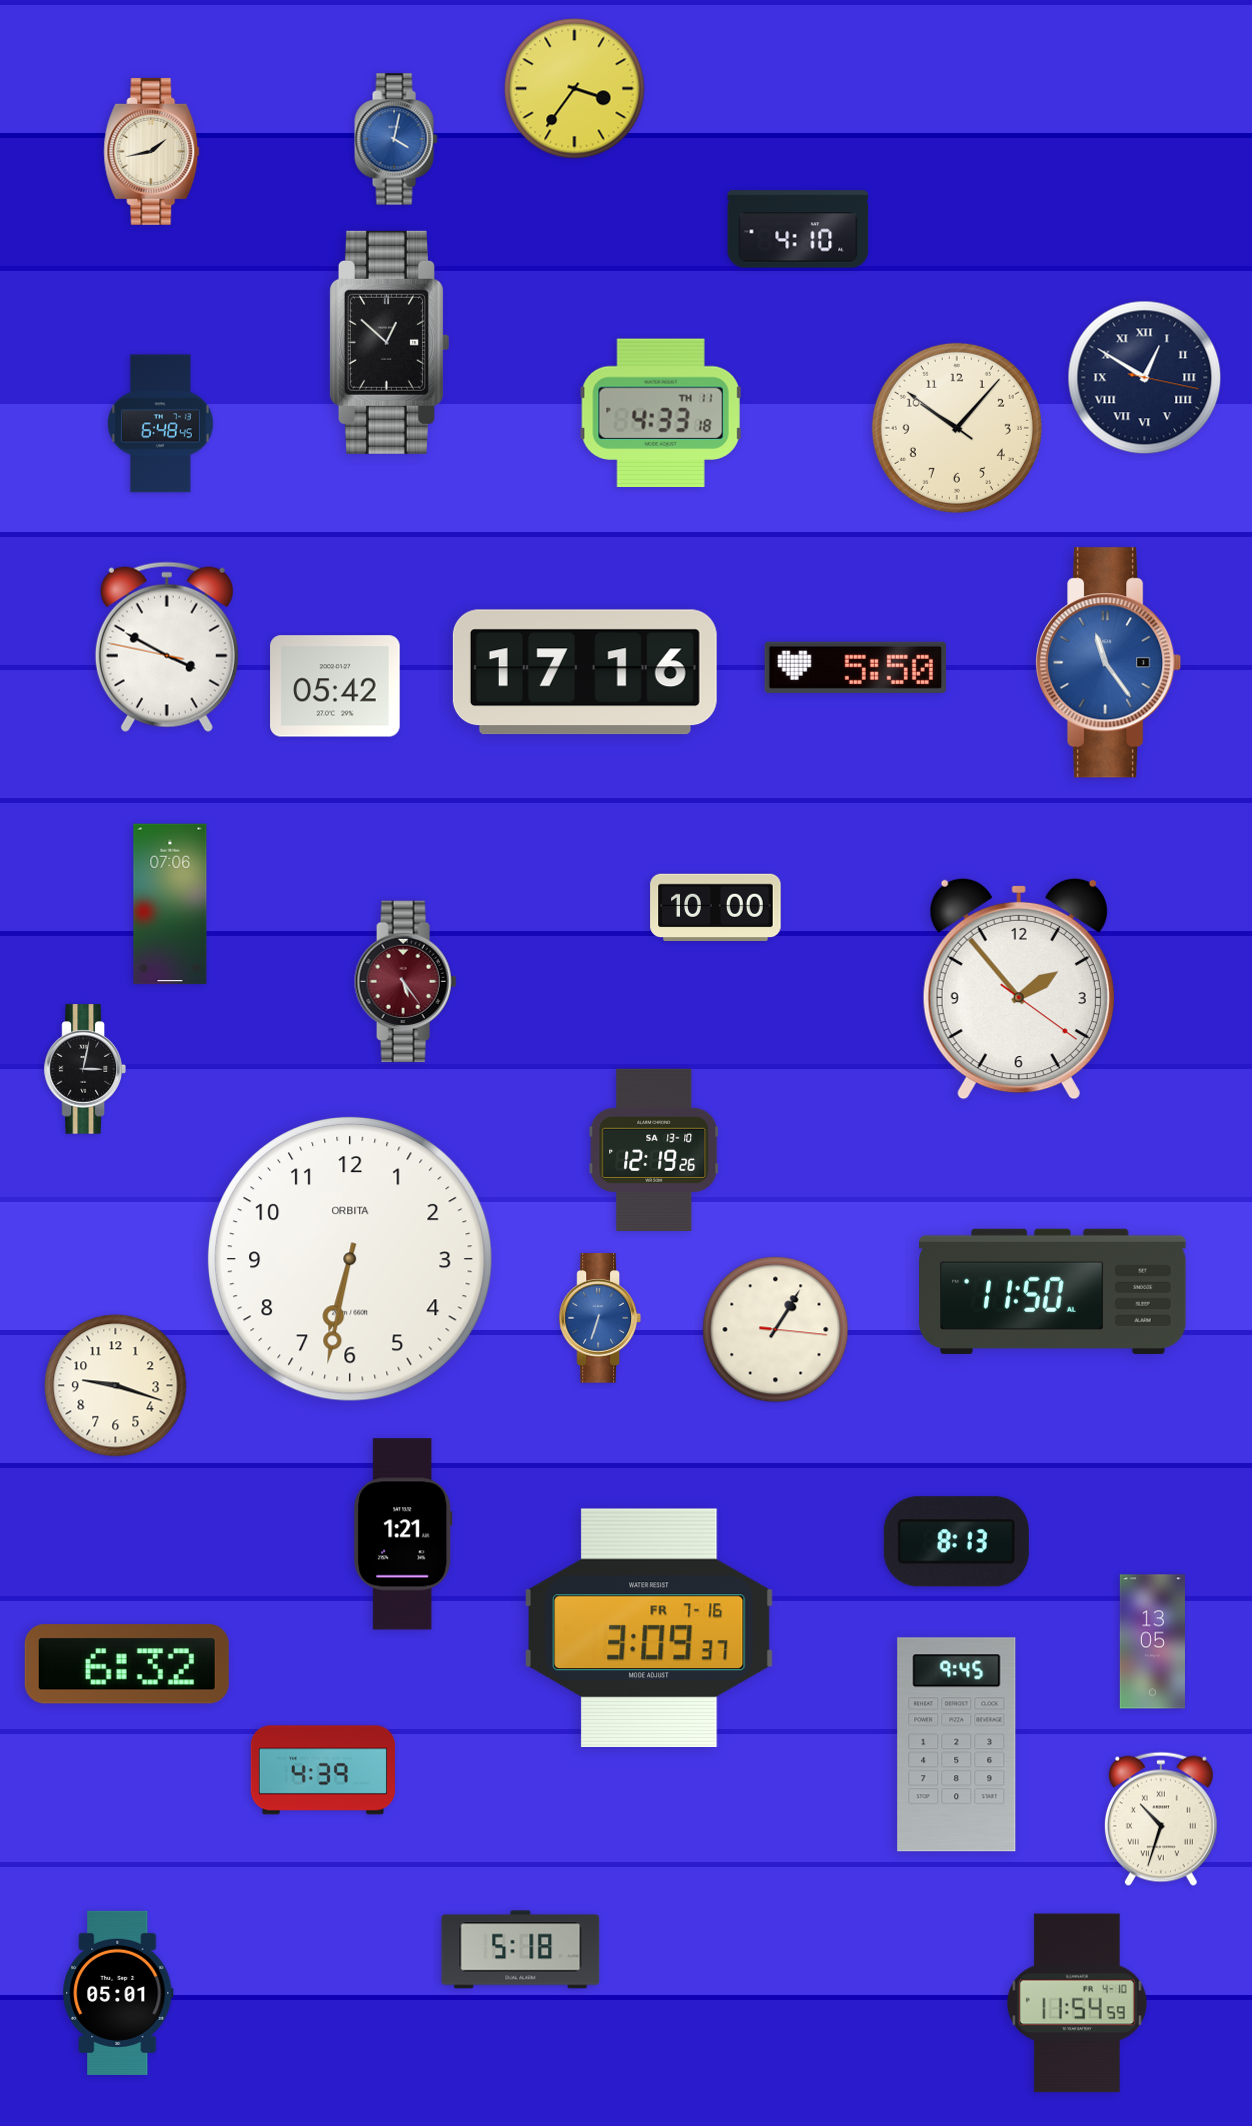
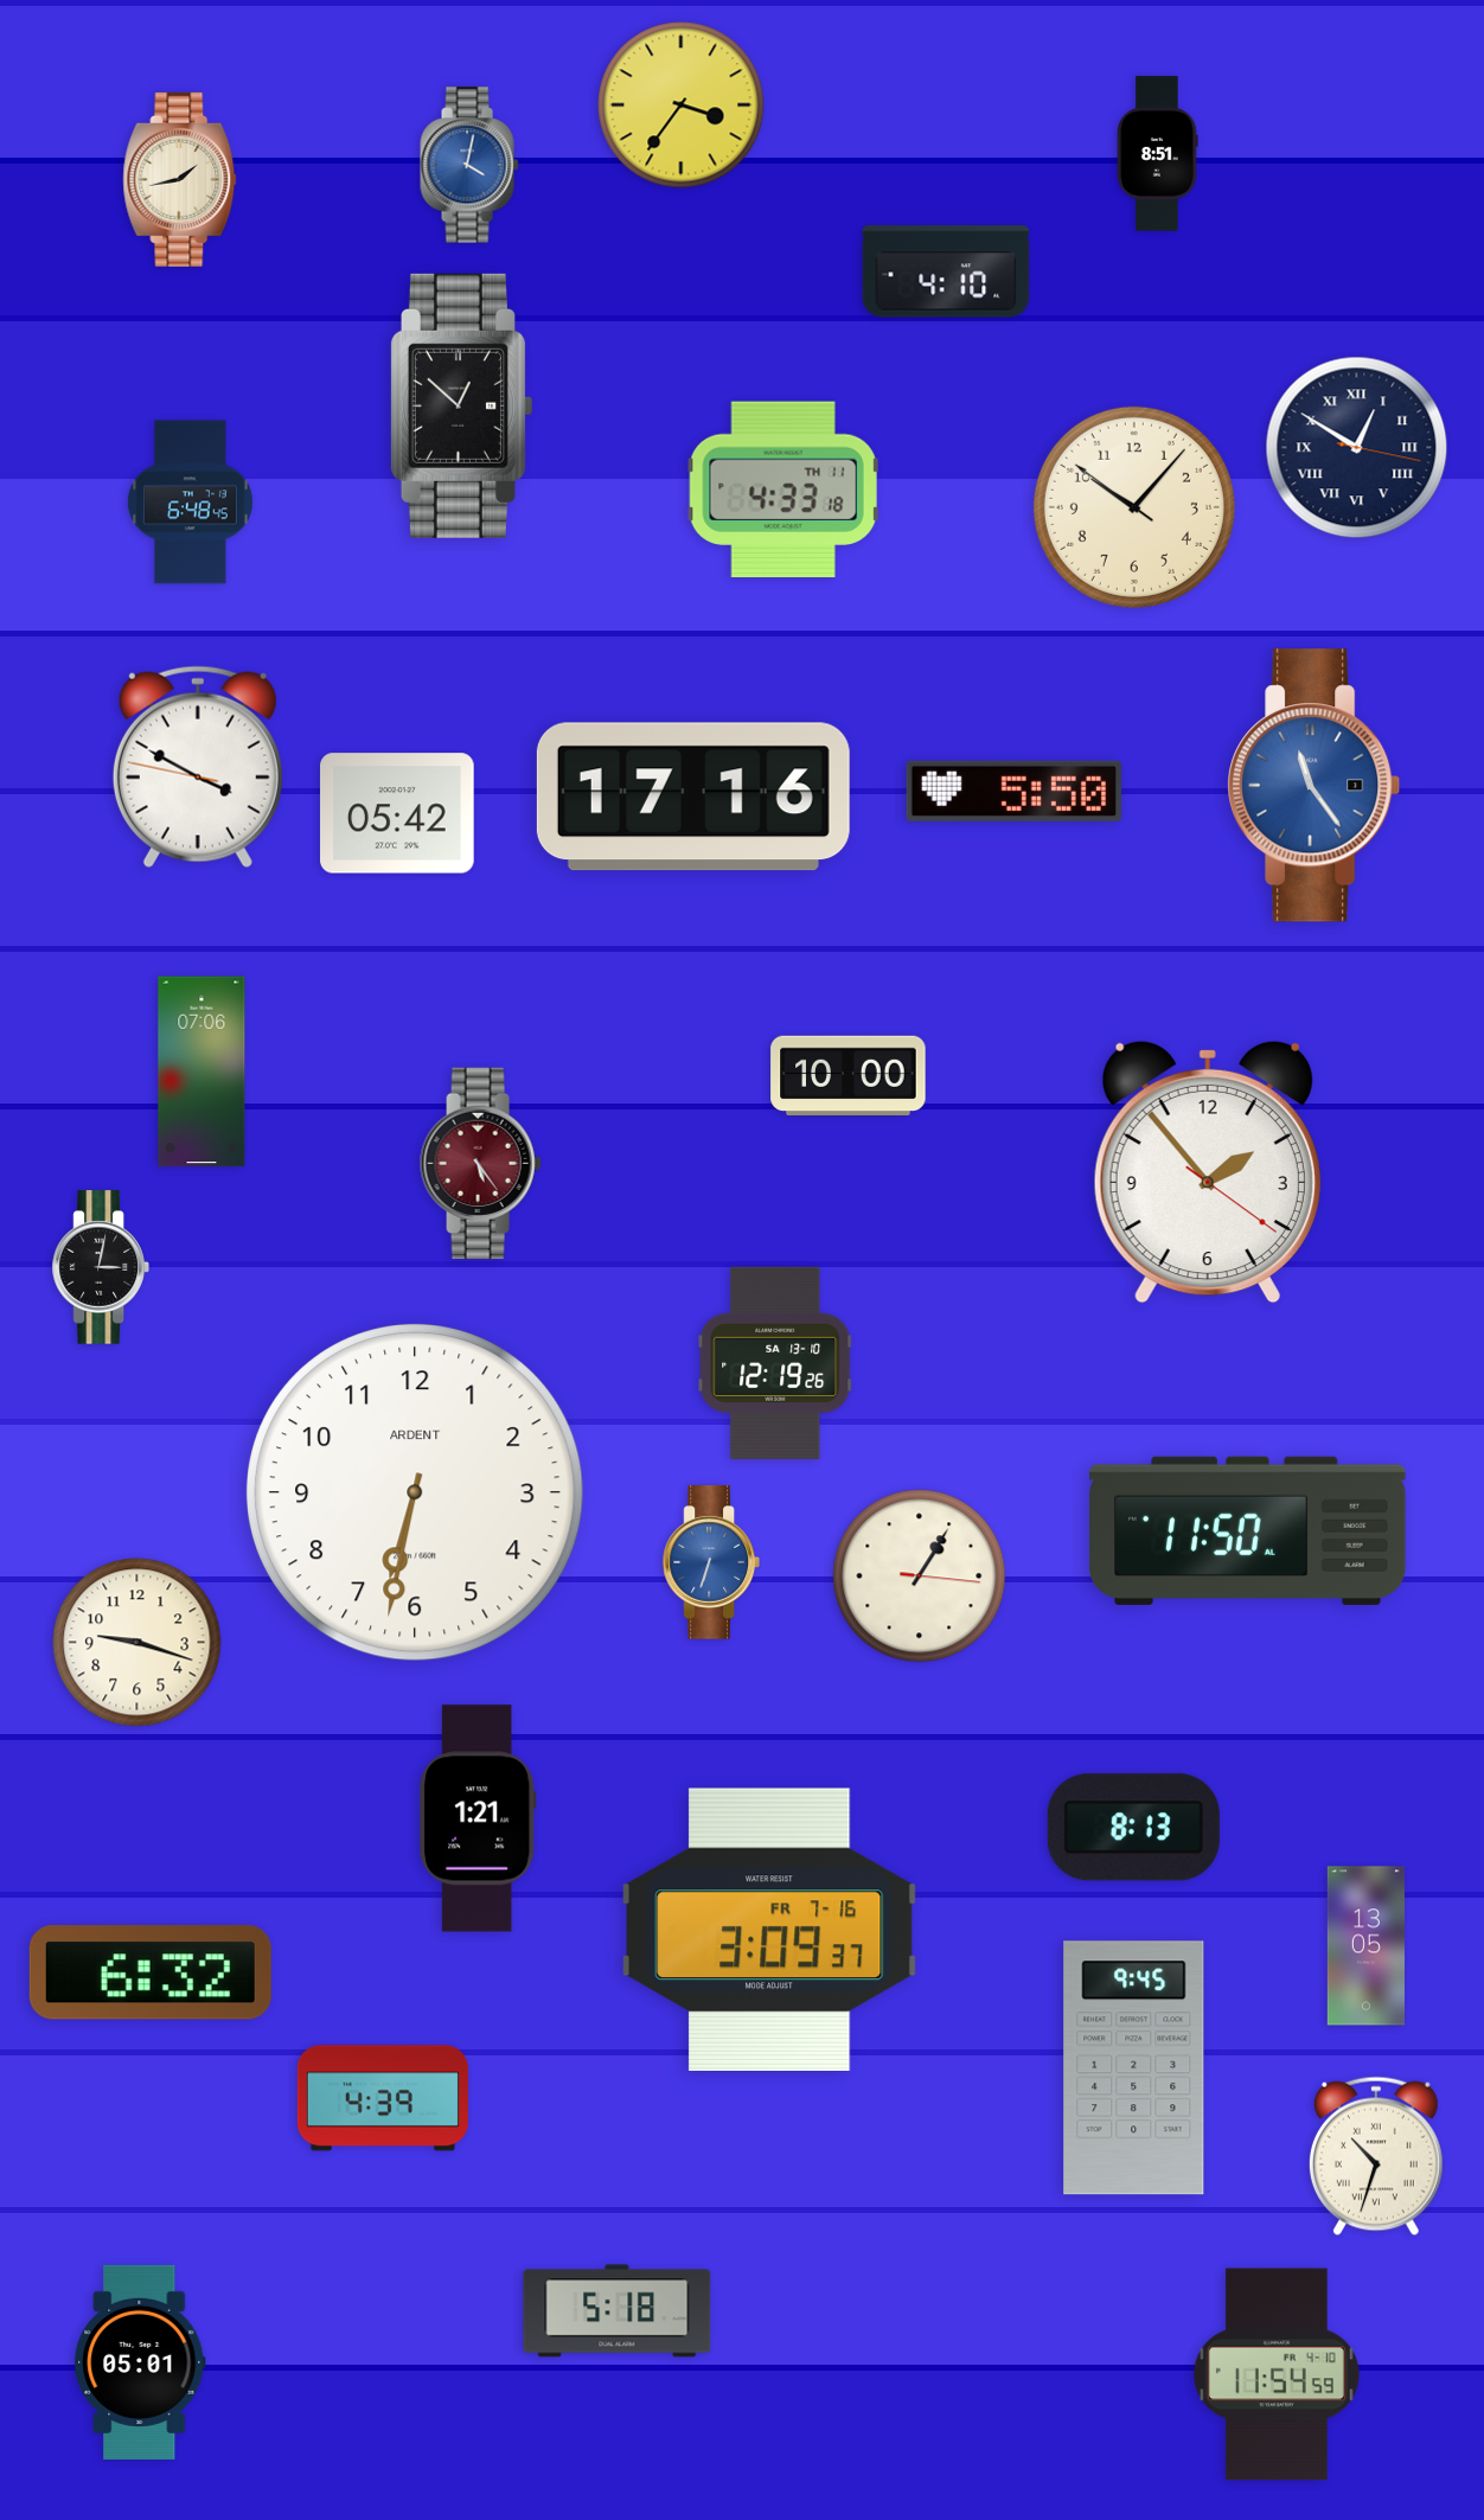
clock at (1157, 154): none -> 8:51
clock at (351, 1260) brand: ORBITA -> ARDENT
